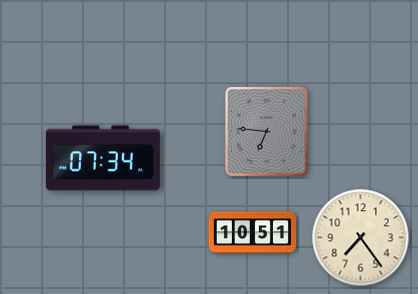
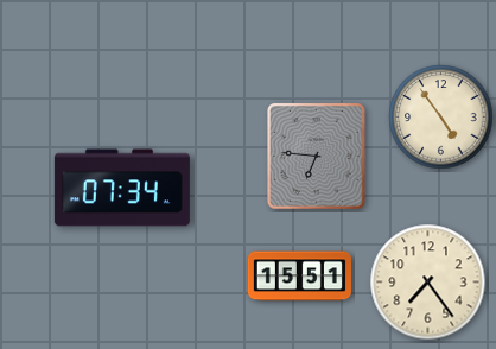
clock at (441, 118): none -> 4:54
clock at (252, 233): 10:51 -> 15:51
